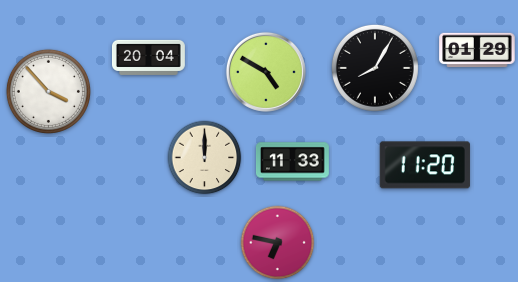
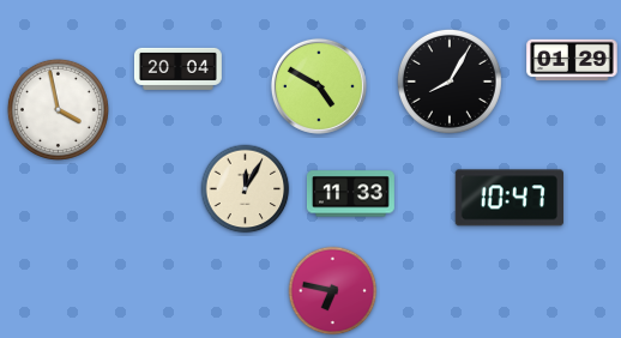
clock at (48, 91): 3:53 -> 3:58
clock at (205, 158): 12:00 -> 12:05
clock at (425, 165): 11:20 -> 10:47
